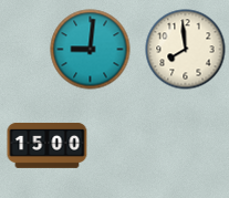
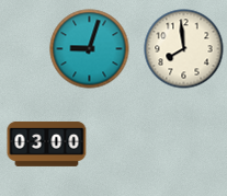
clock at (91, 50): 9:01 -> 9:03
clock at (48, 145): 15:00 -> 03:00
